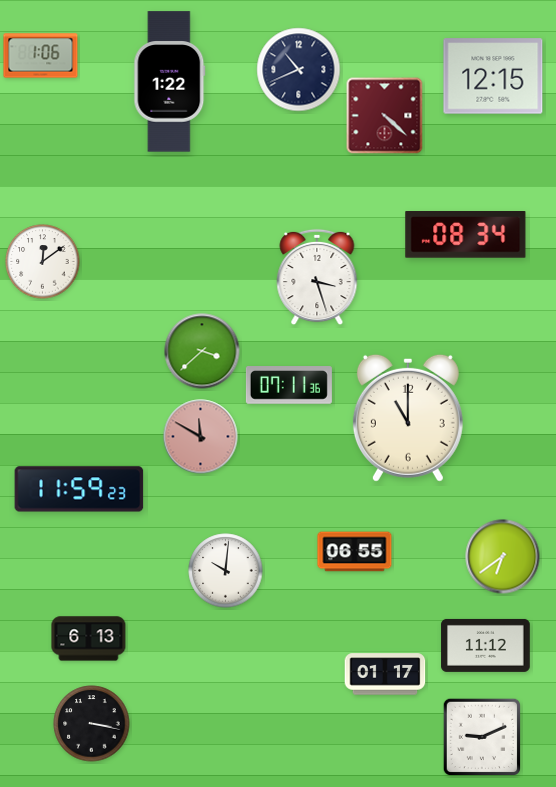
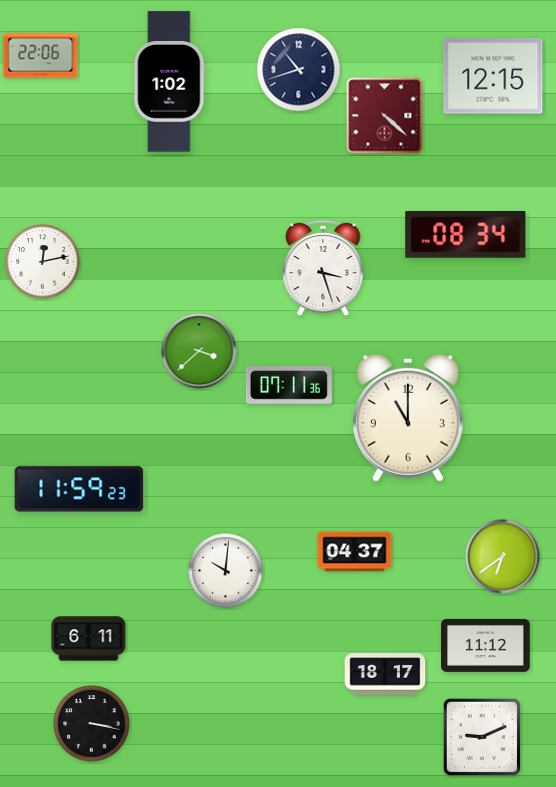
clock at (41, 56): 1:06 -> 22:06
clock at (299, 70): 10:41 -> 10:42
clock at (170, 82): 1:22 -> 1:02
clock at (43, 262): 12:09 -> 12:13
clock at (317, 277) position: (317, 277) -> (323, 268)
clock at (202, 351) position: (202, 351) -> (199, 351)
clock at (201, 437): 11:50 -> none
clock at (355, 552): 06:55 -> 04:37
clock at (89, 639): 6:13 -> 6:11
clock at (385, 674): 01:17 -> 18:17
